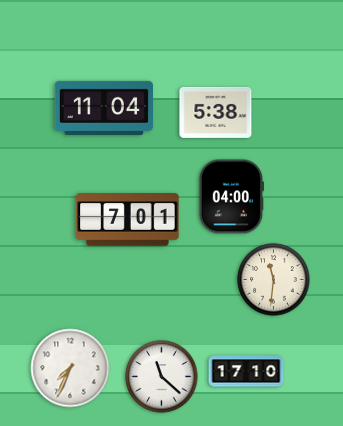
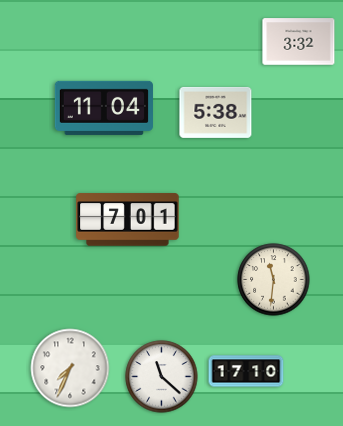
clock at (299, 42): none -> 3:32
clock at (231, 197): 04:00 -> none
